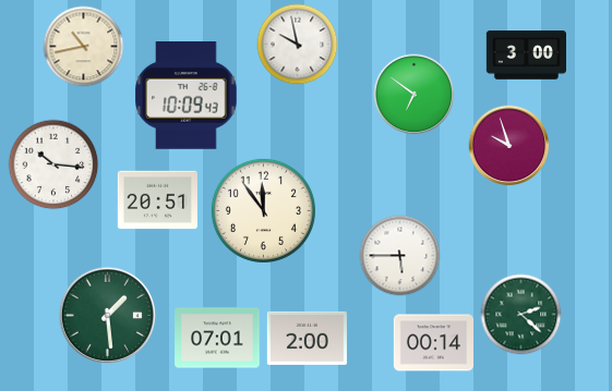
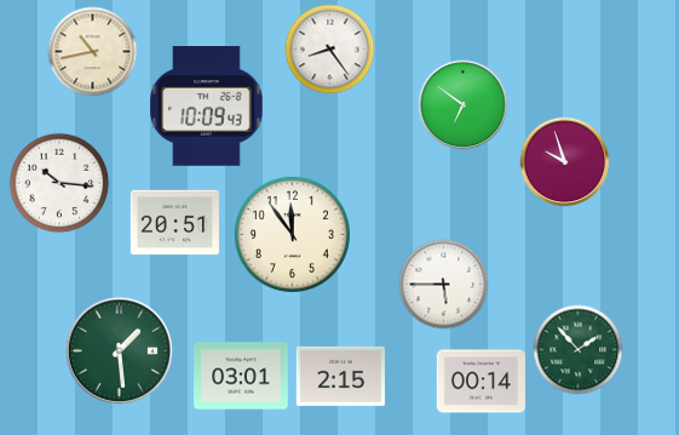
clock at (298, 45): 9:58 -> 8:24
clock at (526, 56): 3:00 -> none
clock at (415, 95) position: (415, 95) -> (464, 105)
clock at (521, 315): 2:22 -> 1:53
clock at (217, 338): 07:01 -> 03:01
clock at (307, 338): 2:00 -> 2:15
